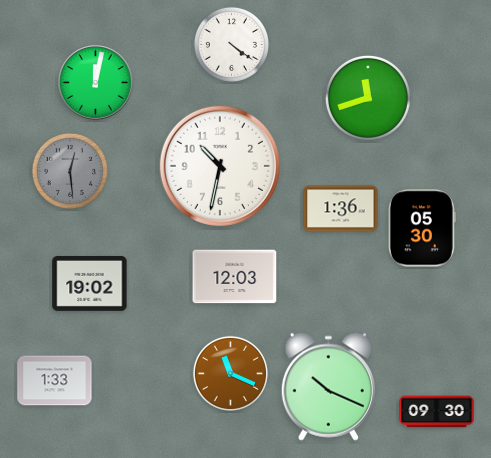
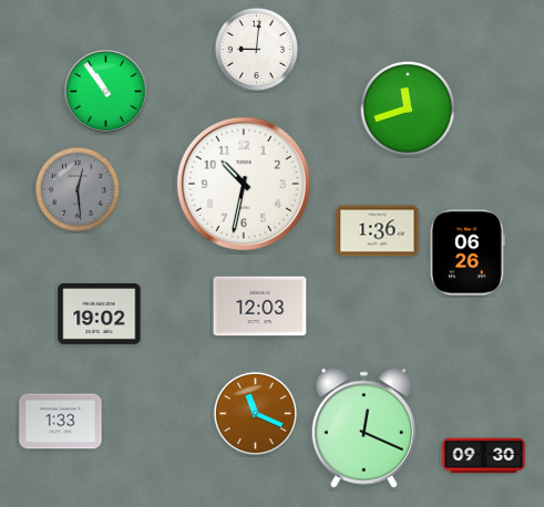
clock at (231, 44): 4:21 -> 9:01
clock at (96, 83): 12:02 -> 10:54
clock at (422, 228): 05:30 -> 06:26
clock at (328, 386): 10:19 -> 12:19
